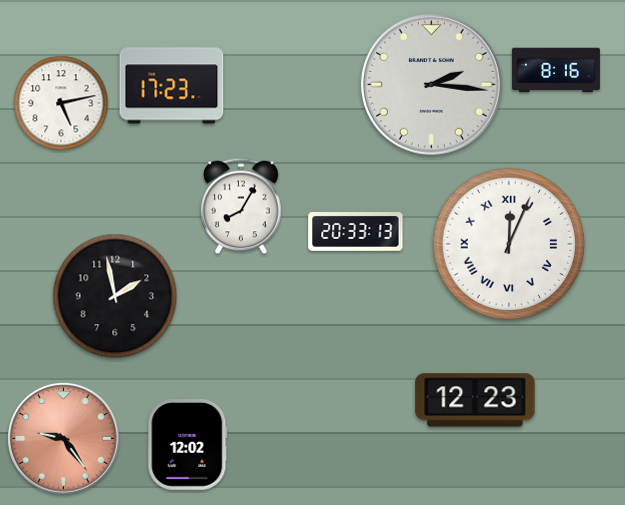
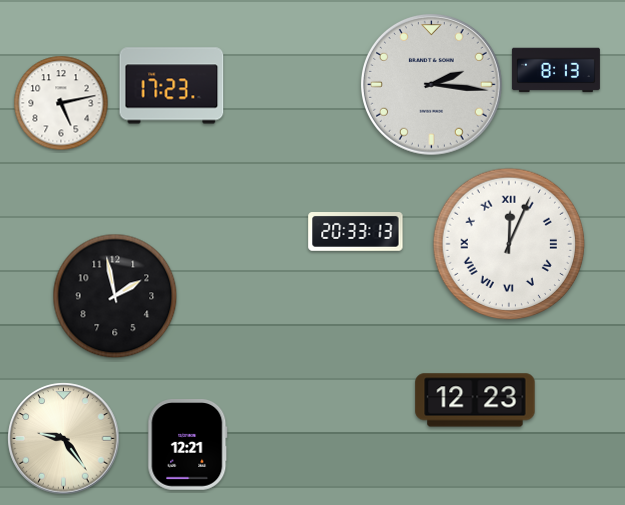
clock at (556, 70): 8:16 -> 8:13
clock at (241, 206): 8:05 -> none
clock at (64, 439) dial: salmon -> cream
clock at (188, 445): 12:02 -> 12:21
